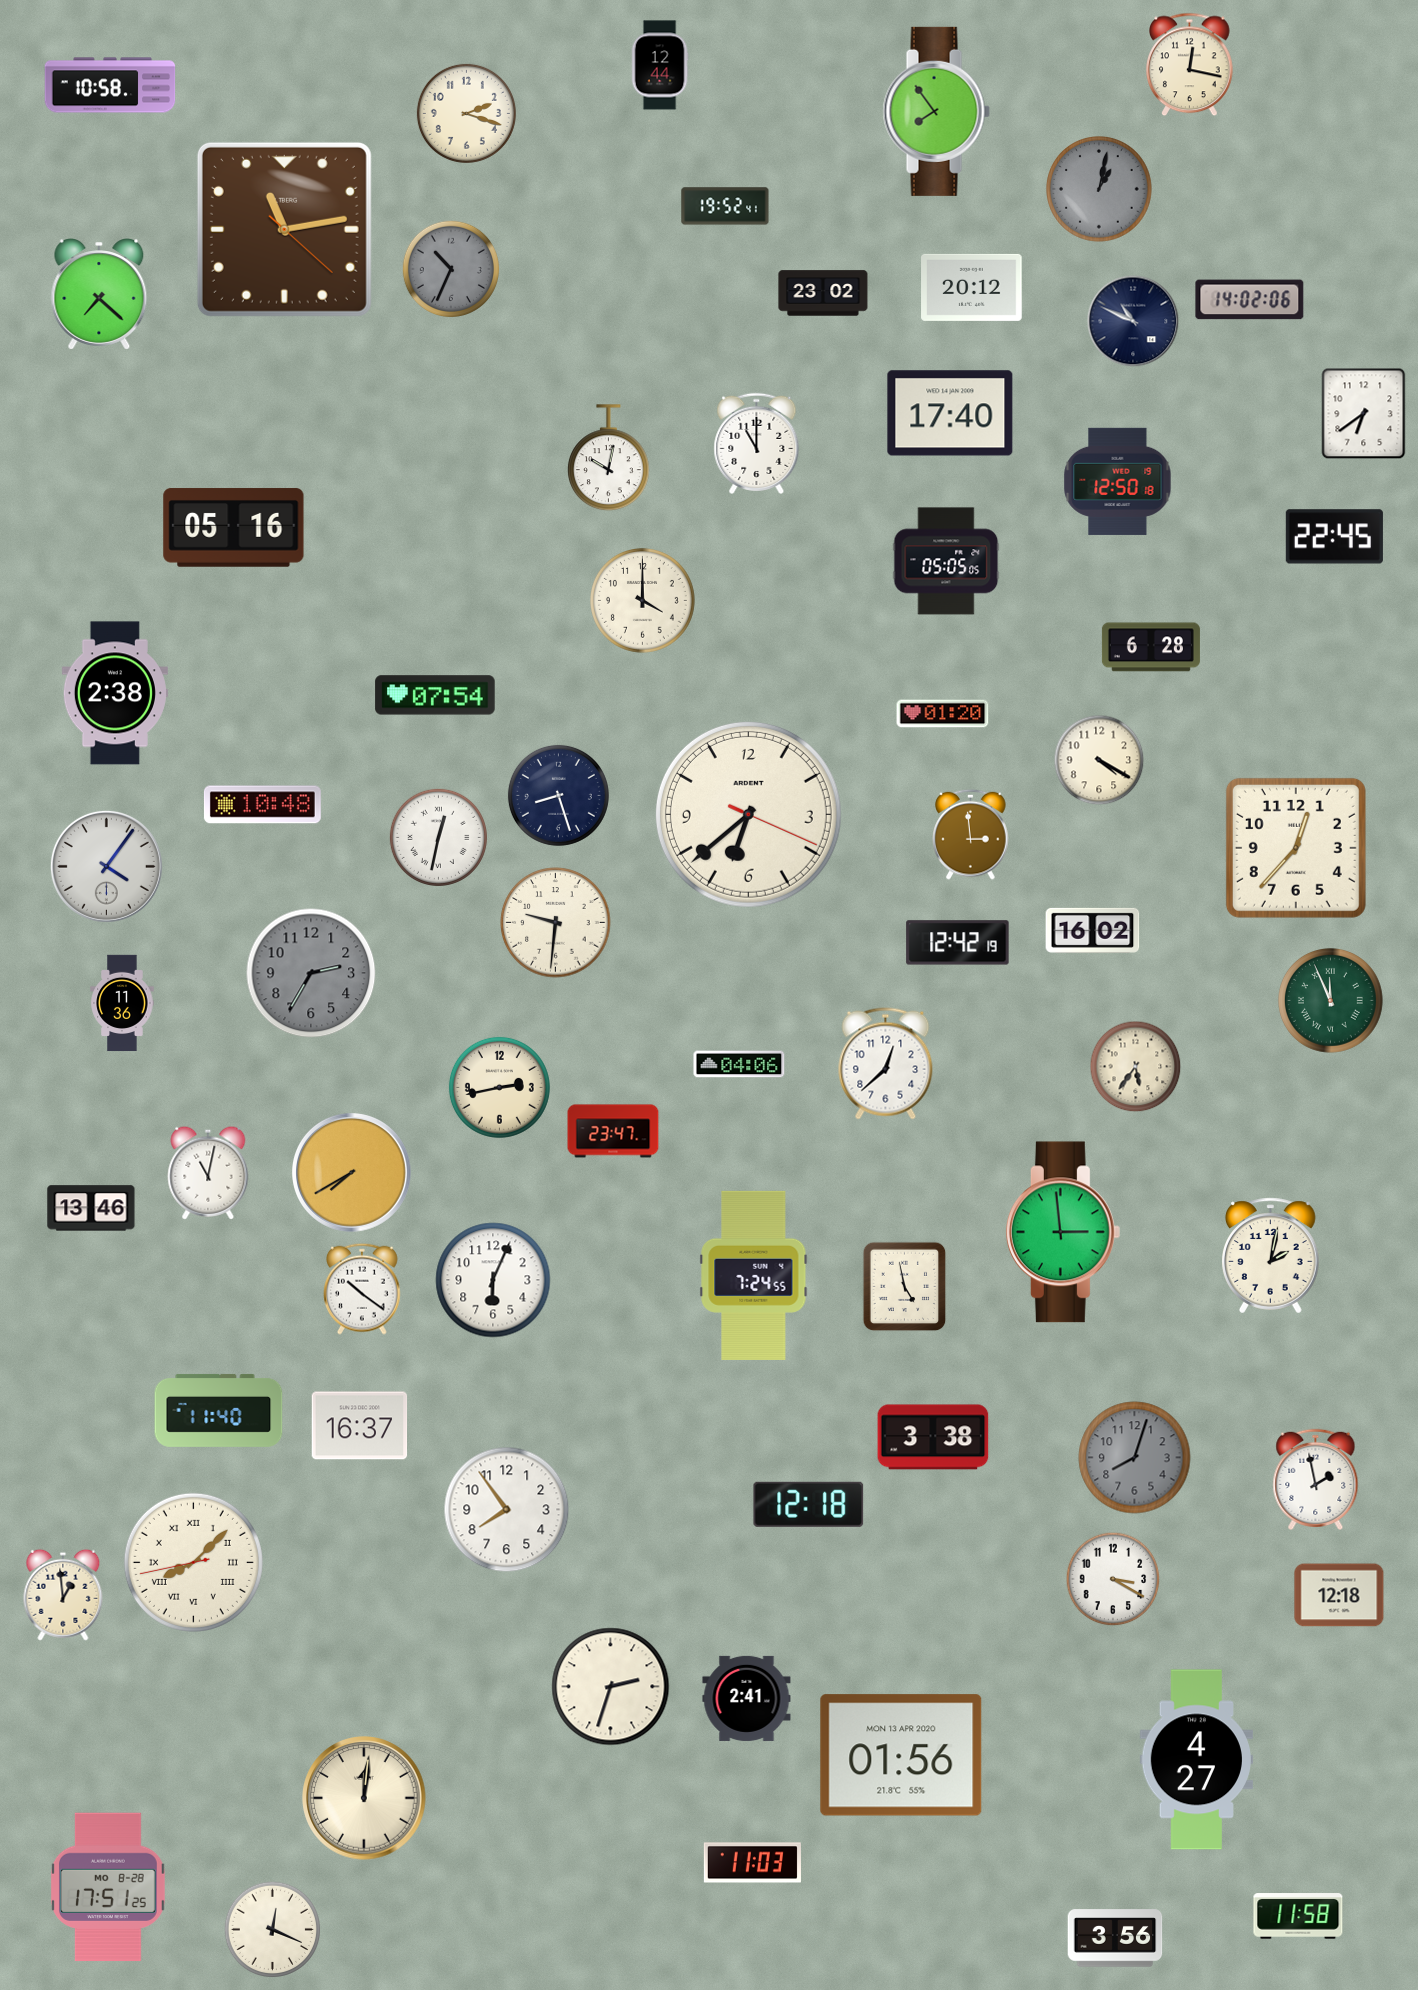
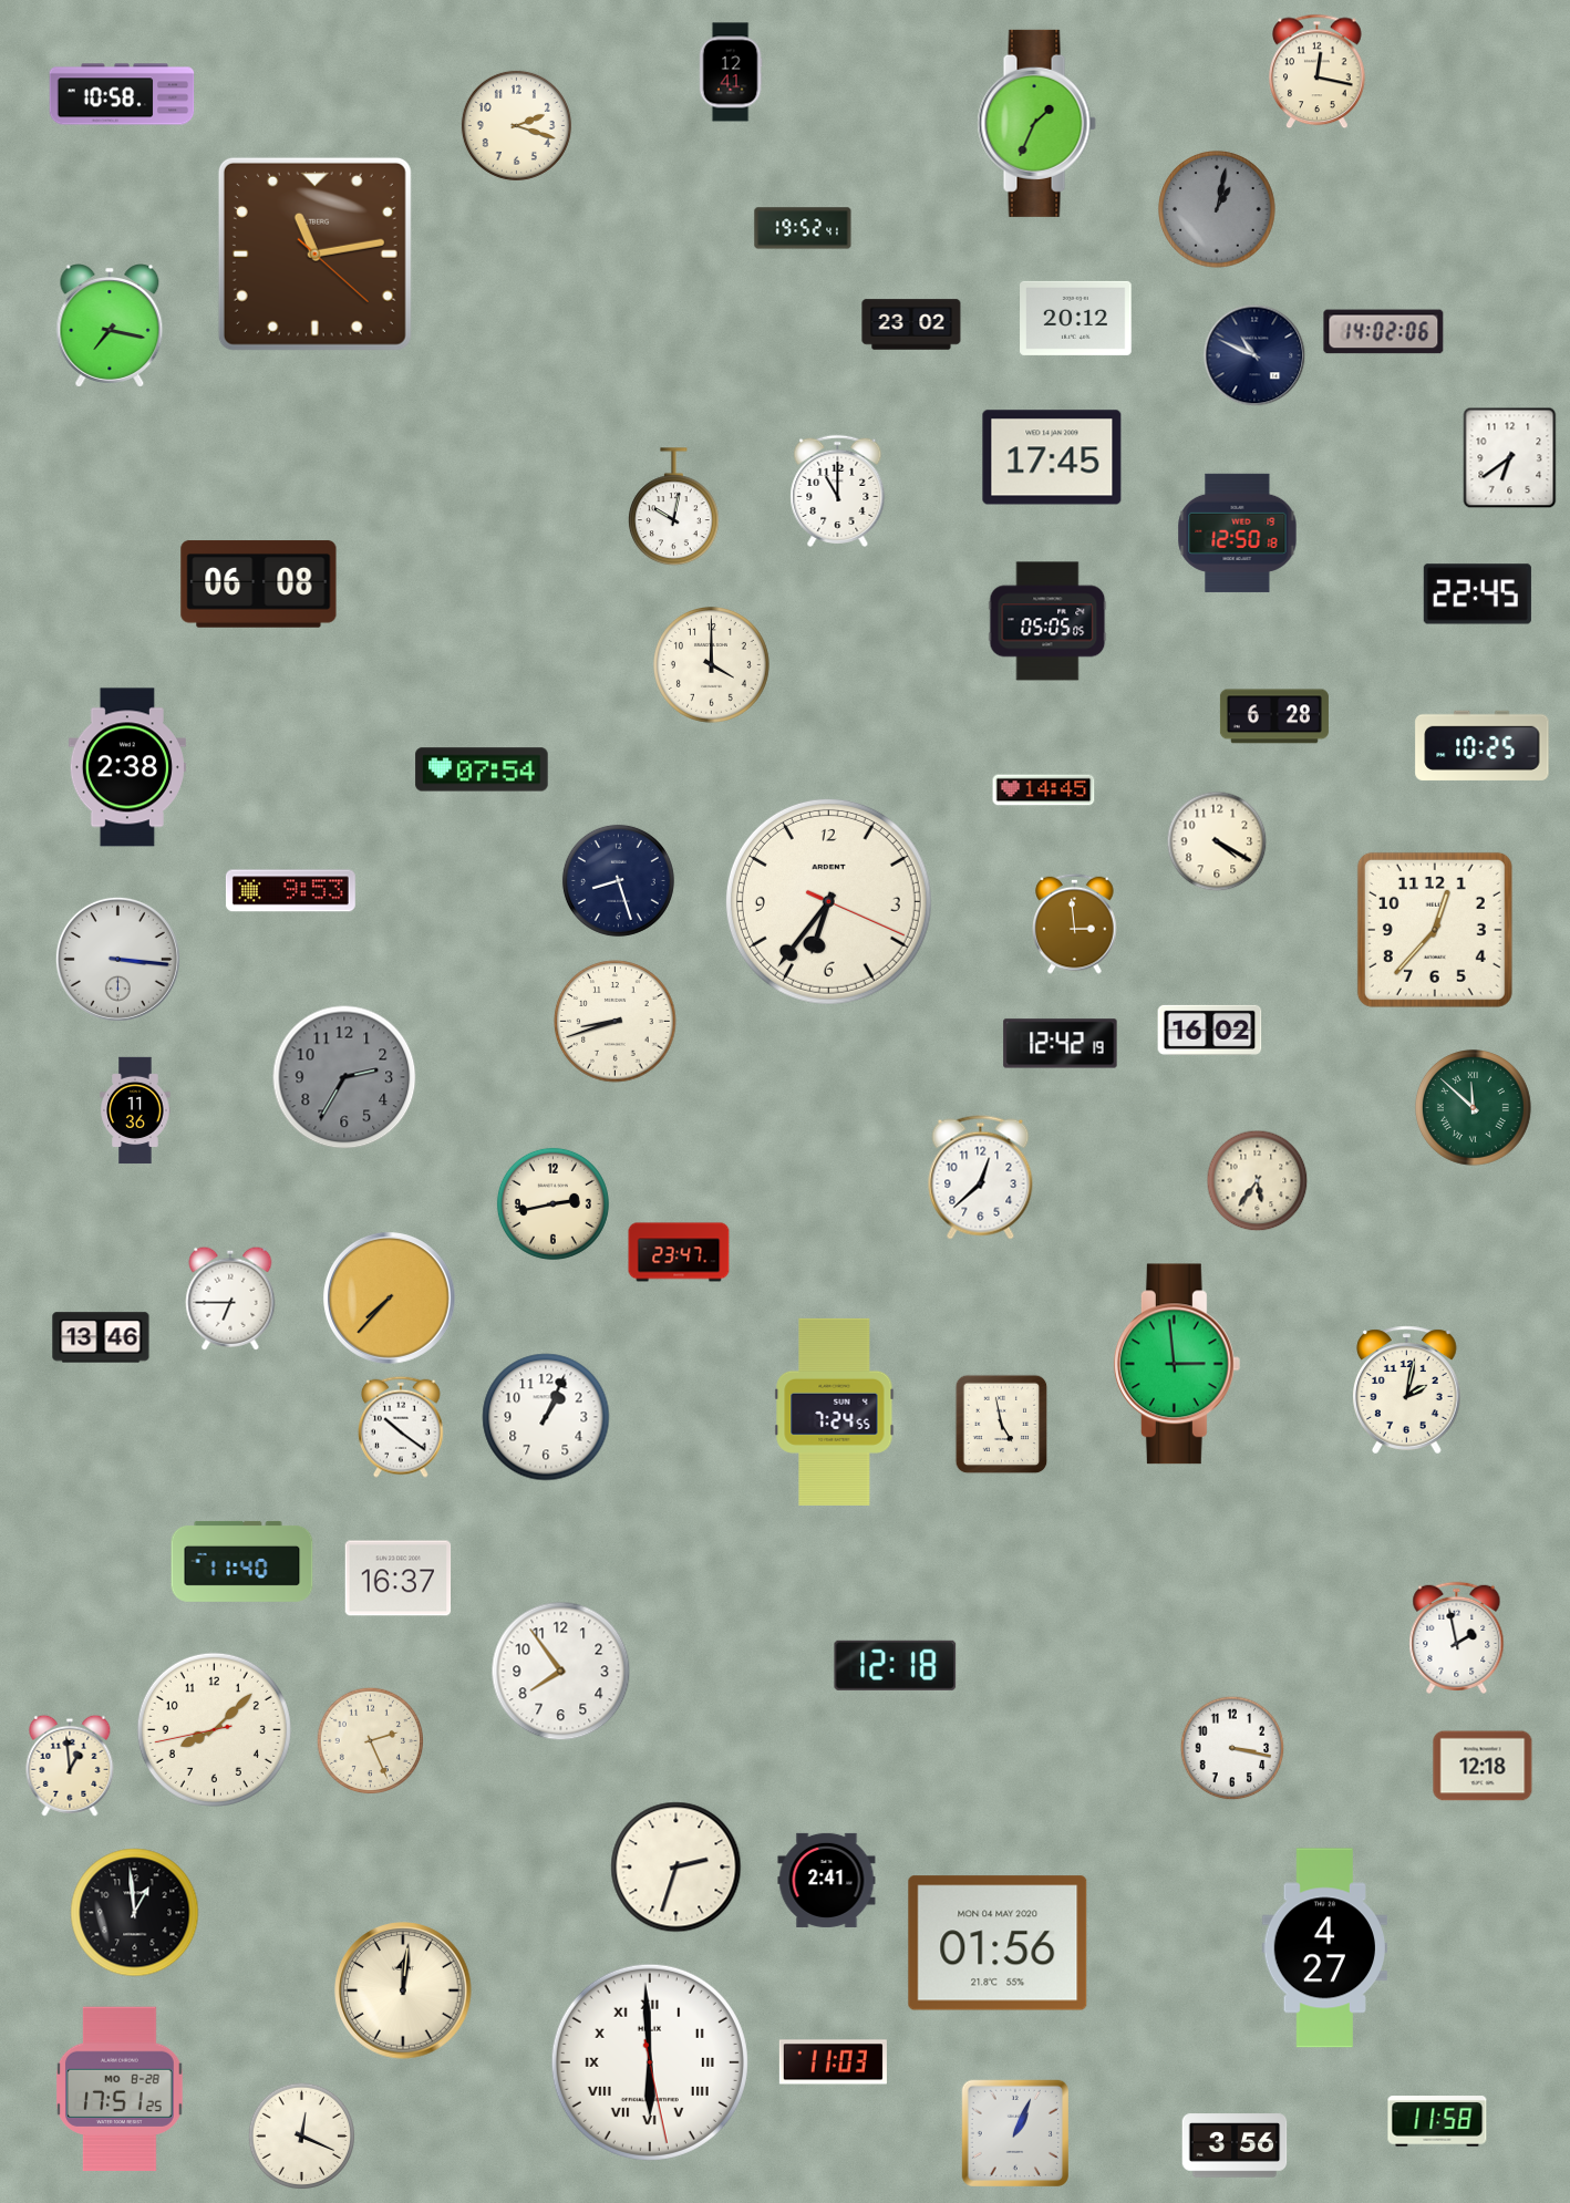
clock at (660, 65): 12:44 -> 12:41
clock at (936, 111): 7:54 -> 1:34
clock at (450, 268): 10:34 -> none
clock at (99, 294): 7:22 -> 7:17
clock at (950, 413): 17:40 -> 17:45
clock at (234, 528): 05:16 -> 06:08
clock at (1483, 745): none -> 10:25
clock at (943, 714): 01:20 -> 14:45
clock at (262, 805): 10:48 -> 9:53
clock at (748, 814): 6:38 -> 6:36
clock at (438, 837): 12:32 -> none
clock at (1296, 848) position: (1296, 848) -> (1435, 930)
clock at (106, 866): 4:06 -> 3:16
clock at (556, 923): 9:31 -> 8:42
clock at (1331, 1001): 11:56 -> 11:52
clock at (739, 1064): 04:06 -> none
clock at (208, 1173): 11:02 -> 6:45
clock at (352, 1173): 7:40 -> 7:37
clock at (493, 1280): 6:04 -> 1:04
clock at (933, 1437): 3:38 -> none
clock at (1135, 1458): 8:03 -> none
clock at (193, 1562) numerals: Roman -> Arabic
clock at (371, 1741): none -> 2:26
clock at (1113, 1579): 3:20 -> 3:17
clock at (135, 1913): none -> 12:59
clock at (901, 1755) date: MON 13 APR 2020 -> MON 04 MAY 2020
clock at (650, 2062): none -> 5:59
clock at (1014, 2132): none -> 1:04
